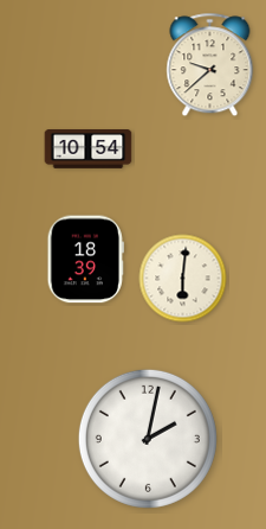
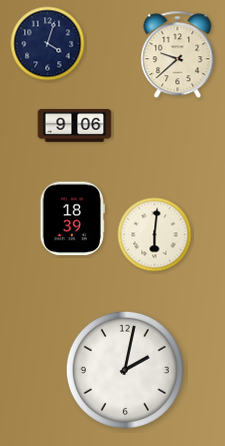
clock at (48, 44): none -> 4:03
clock at (89, 149): 10:54 -> 9:06
